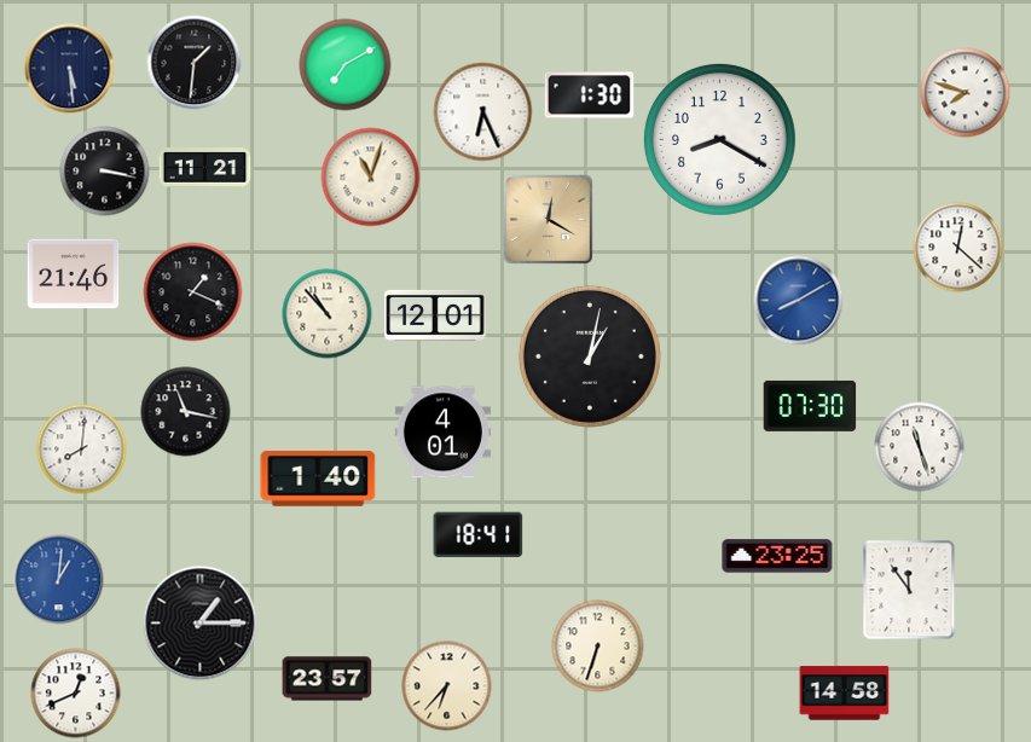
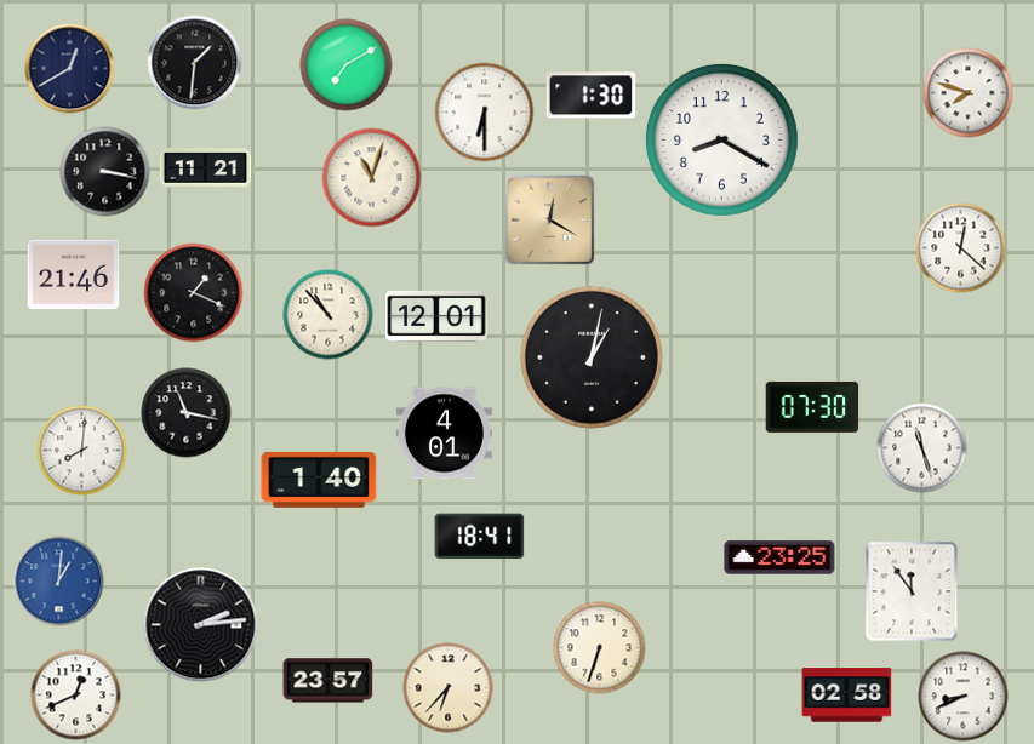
clock at (70, 69): 5:29 -> 12:40
clock at (483, 112): 6:26 -> 6:30
clock at (799, 301): 8:10 -> none
clock at (201, 624): 1:15 -> 2:14
clock at (845, 694): 14:58 -> 02:58
clock at (964, 697): none -> 8:41
